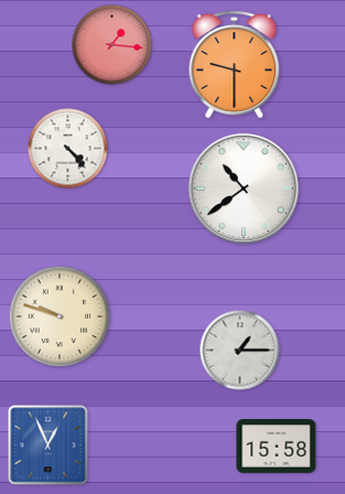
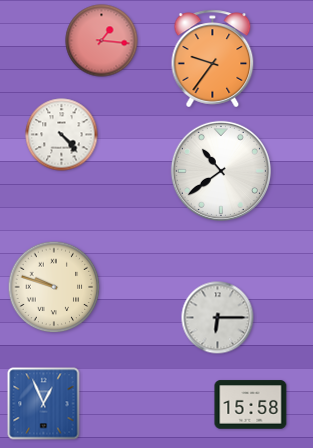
clock at (235, 65): 9:30 -> 9:36
clock at (240, 351): 1:15 -> 6:15
